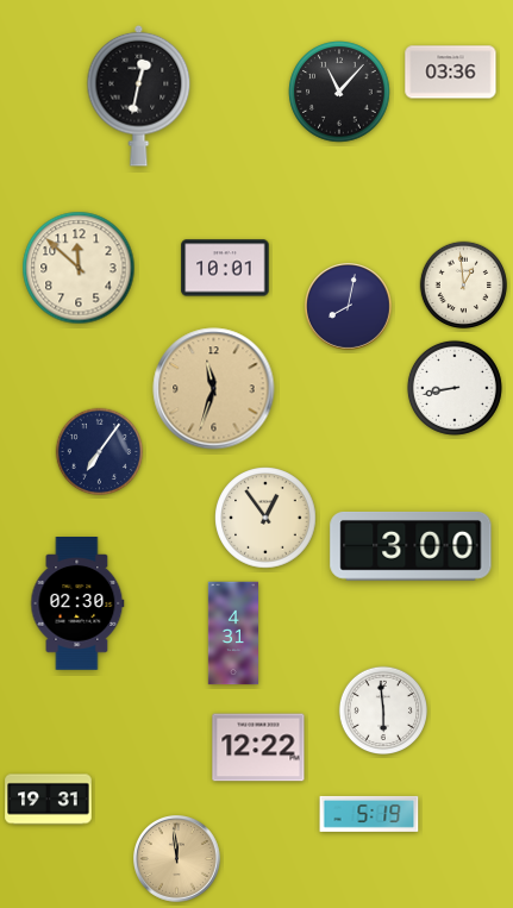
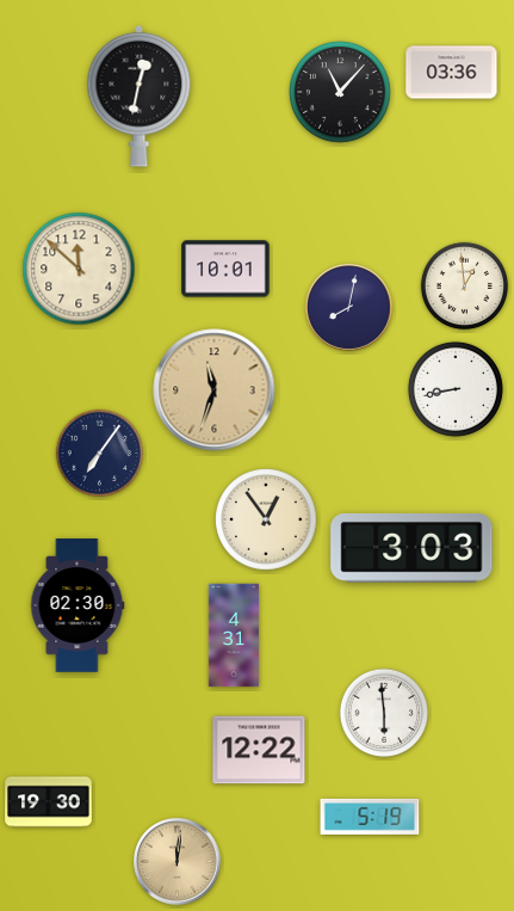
clock at (411, 546): 3:00 -> 3:03
clock at (49, 800): 19:31 -> 19:30
clock at (177, 859): 11:59 -> 12:01
